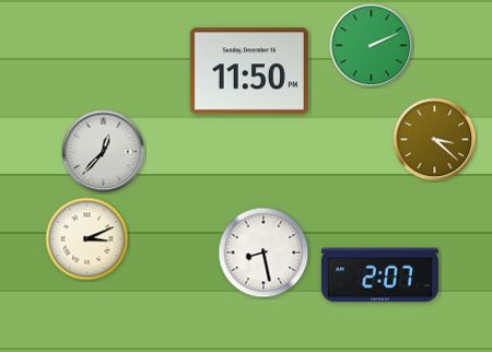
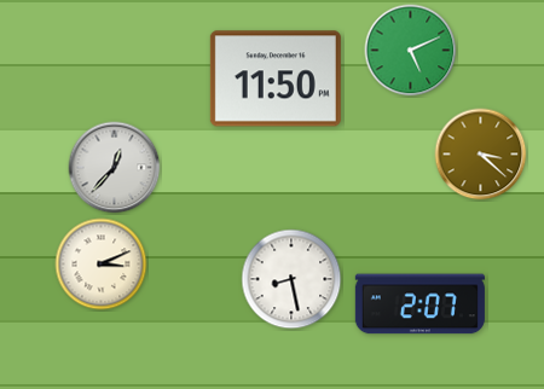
clock at (372, 46): 2:11 -> 5:11
clock at (87, 239) position: (87, 239) -> (102, 265)
